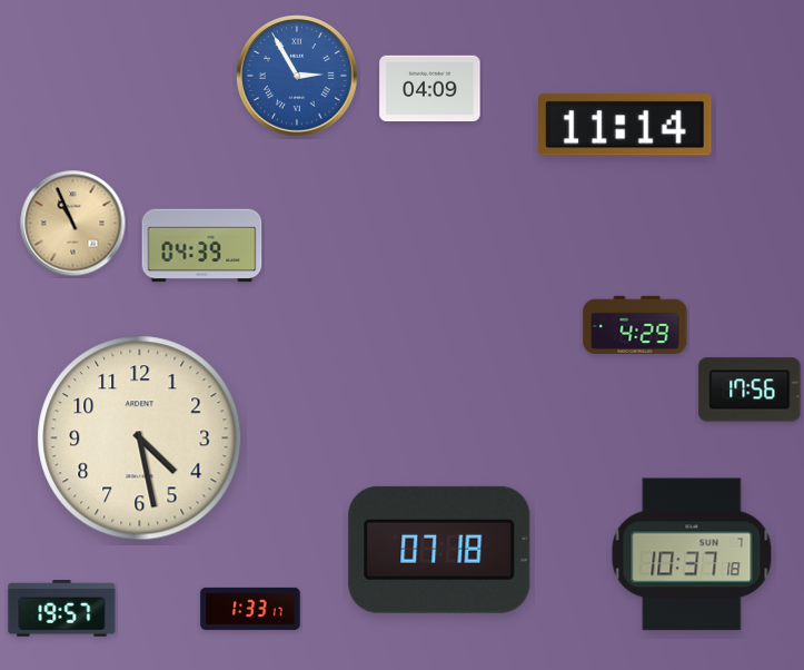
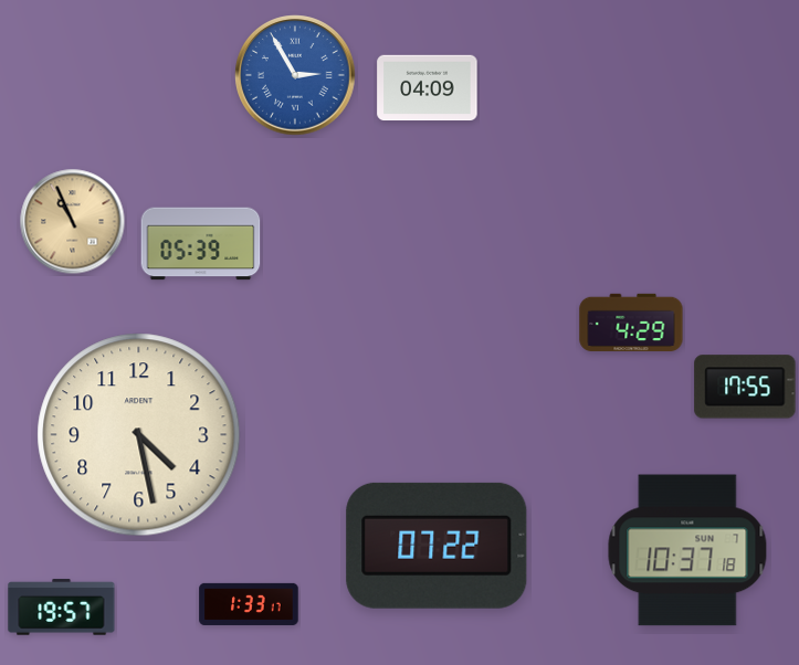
clock at (626, 125): 11:14 -> none
clock at (202, 246): 04:39 -> 05:39
clock at (750, 390): 17:56 -> 17:55
clock at (439, 550): 07:18 -> 07:22
clock at (62, 609) position: (62, 609) -> (62, 608)
